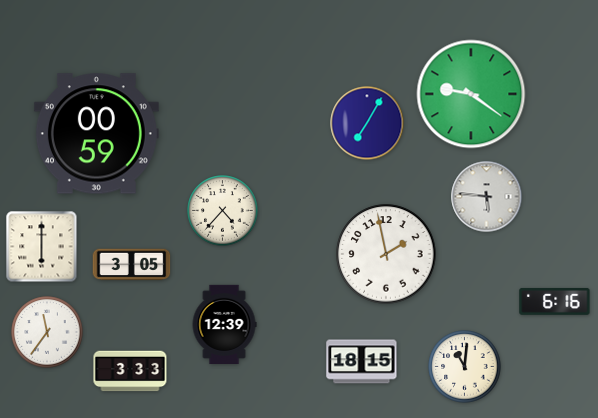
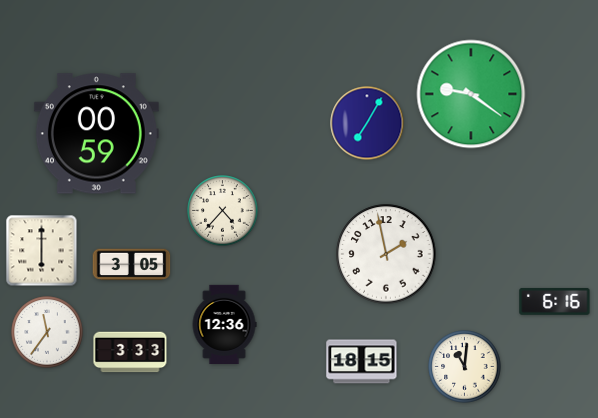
clock at (487, 197): 5:46 -> none
clock at (42, 247) position: (42, 247) -> (42, 251)
clock at (224, 324): 12:39 -> 12:36
clock at (130, 371) position: (130, 371) -> (130, 352)
